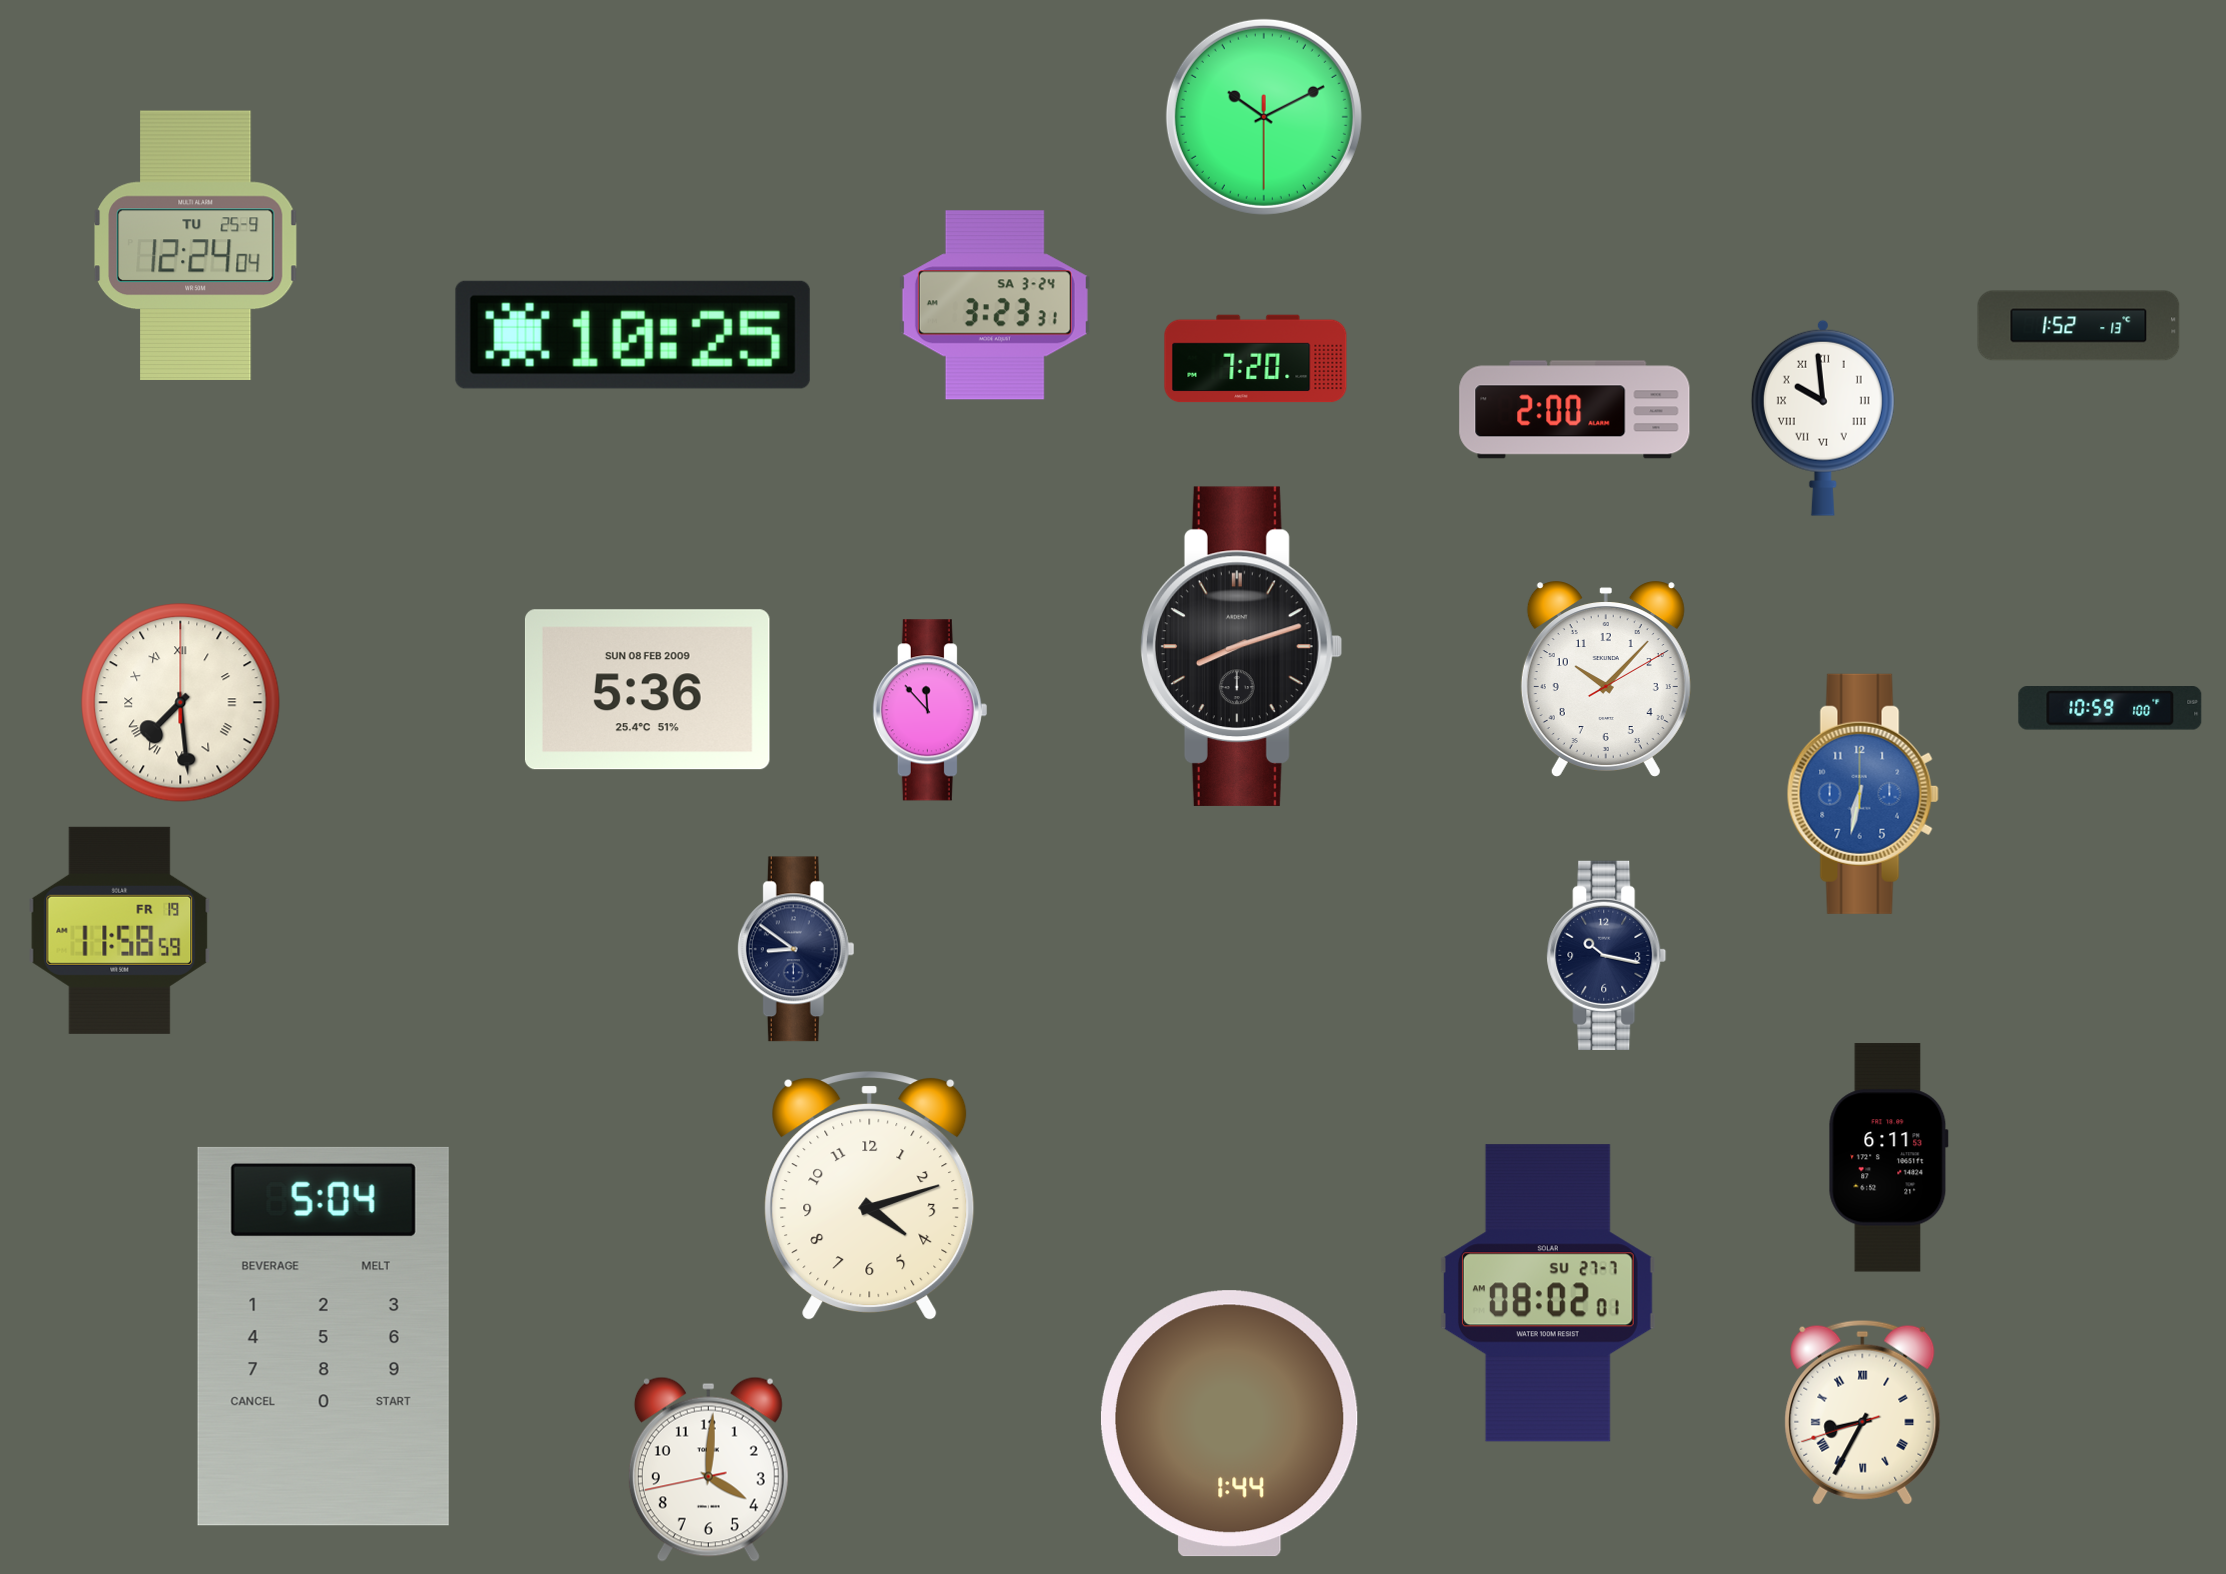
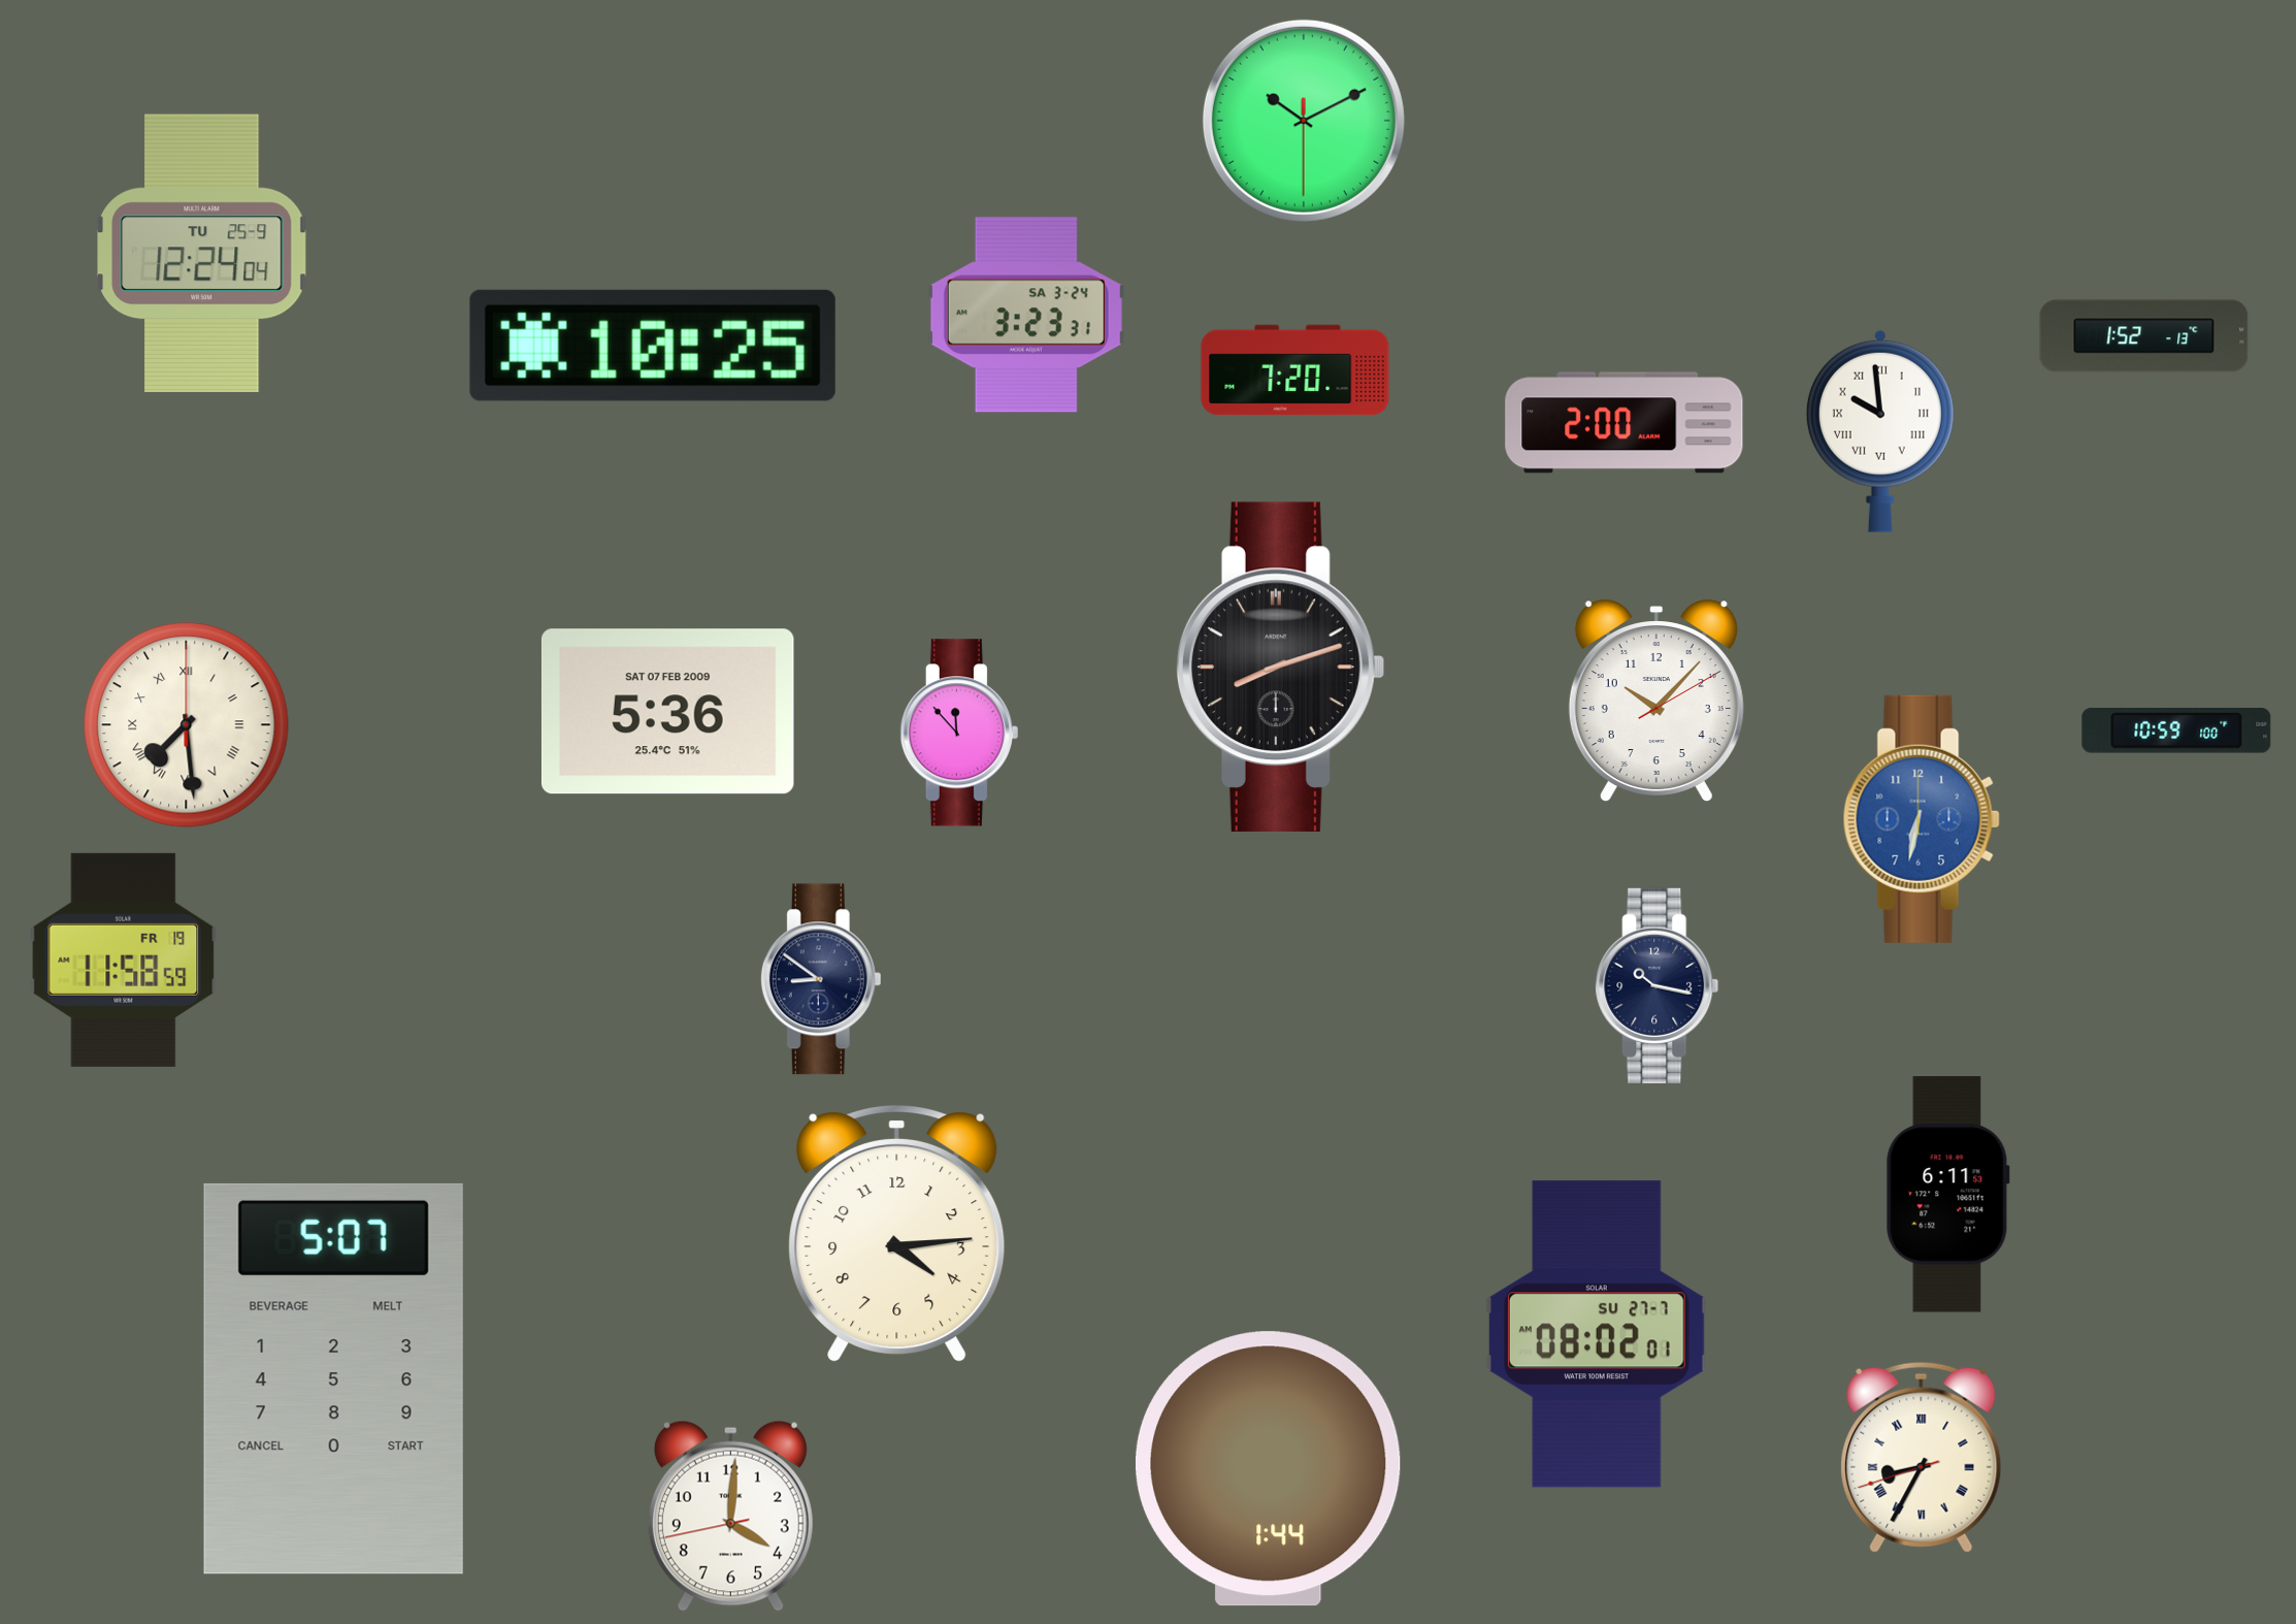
clock at (647, 690) date: SUN 08 FEB 2009 -> SAT 07 FEB 2009
clock at (870, 1196): 4:12 -> 4:14
clock at (323, 1336): 5:04 -> 5:07
